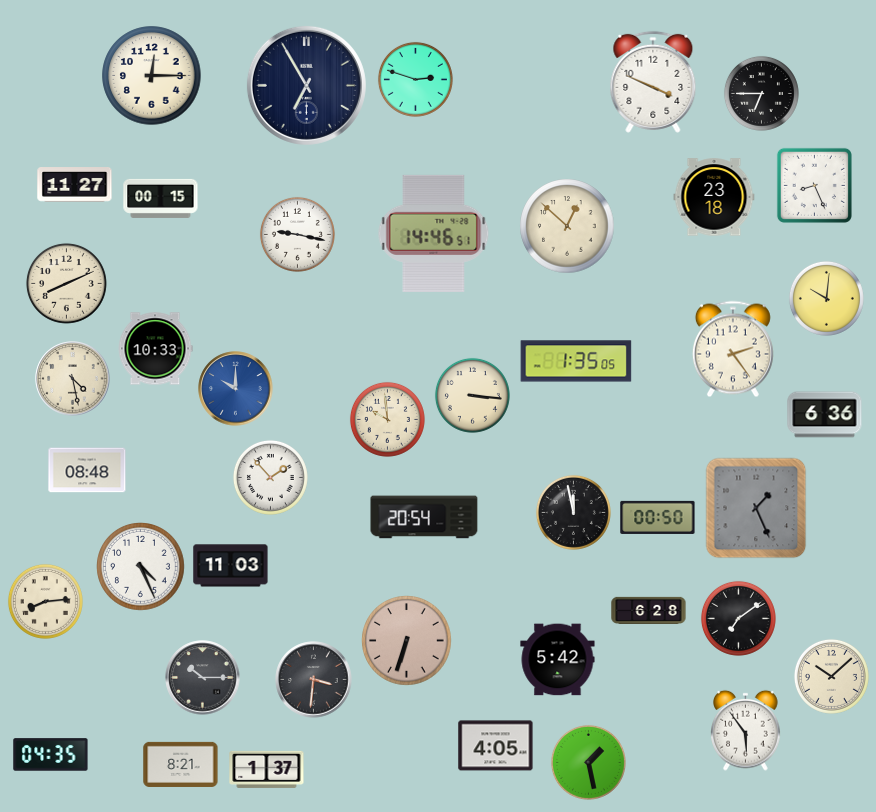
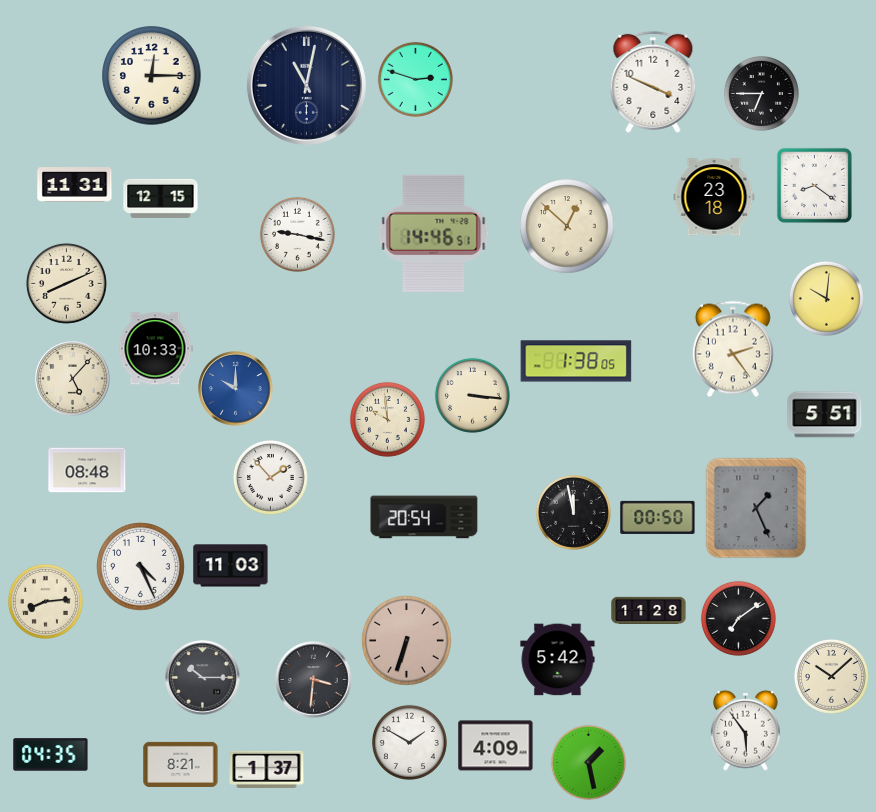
clock at (306, 85): 6:55 -> 11:02
clock at (75, 185): 11:27 -> 11:31
clock at (814, 185): 8:26 -> 8:21
clock at (161, 198): 00:15 -> 12:15
clock at (576, 361): 1:35 -> 1:38
clock at (73, 379): 4:28 -> 5:07
clock at (825, 415): 6:36 -> 5:51
clock at (649, 610): 6:28 -> 11:28
clock at (409, 742): none -> 1:50
clock at (496, 746): 4:05 -> 4:09
